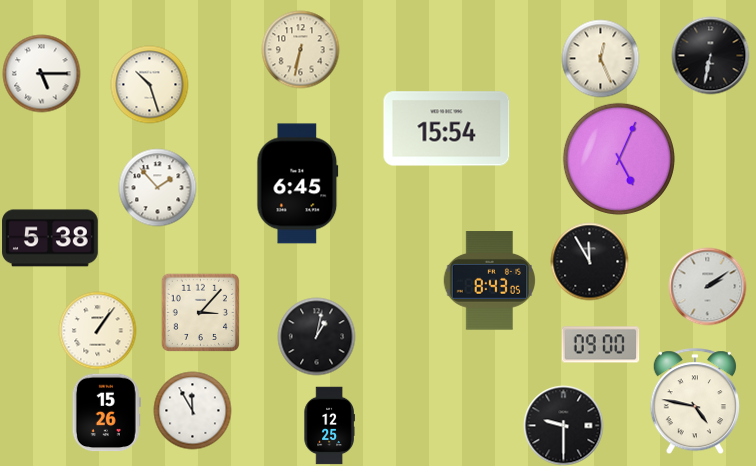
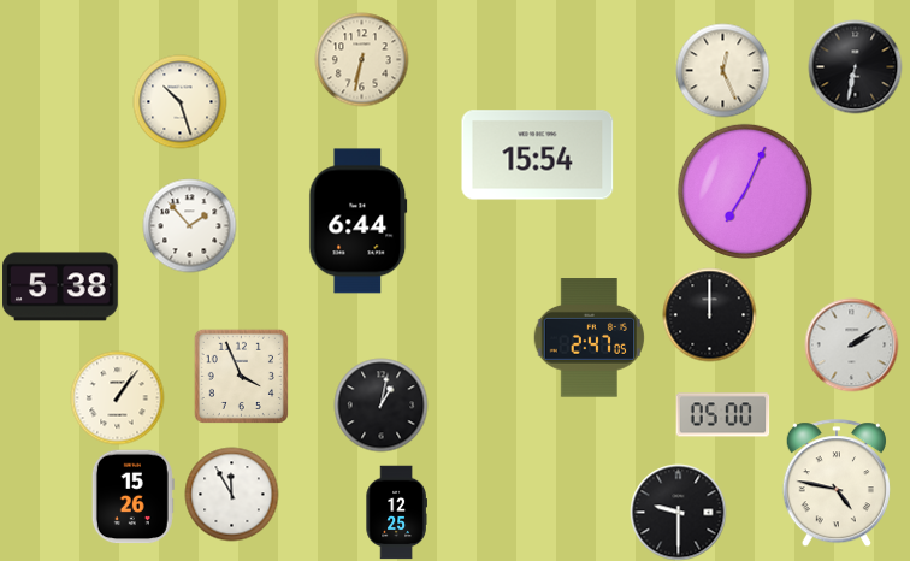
clock at (41, 73): 5:15 -> none
clock at (619, 159): 5:04 -> 7:04
clock at (298, 184): 6:45 -> 6:44
clock at (589, 261): 11:55 -> 12:00
clock at (489, 281): 8:43 -> 2:47
clock at (200, 312): 3:07 -> 3:56
clock at (600, 345): 09:00 -> 05:00
clock at (106, 412) position: (106, 412) -> (132, 496)
